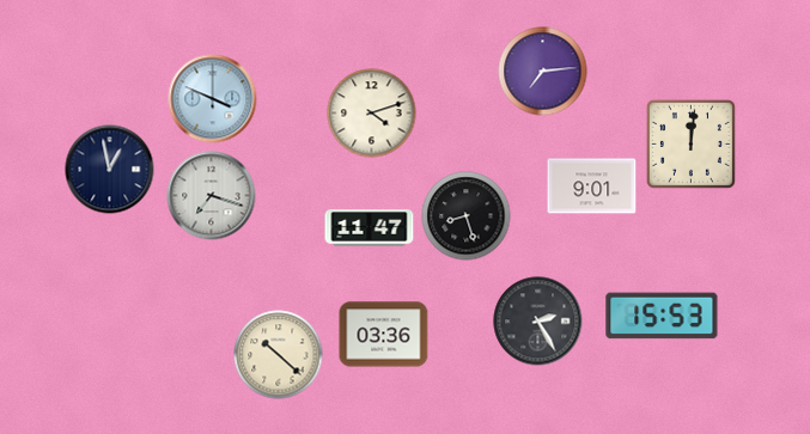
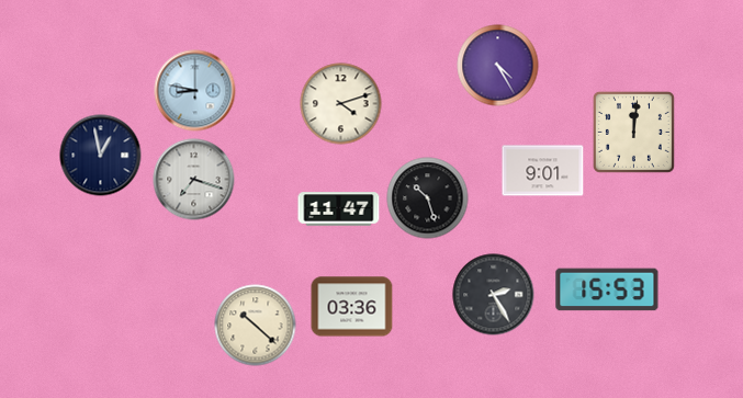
clock at (543, 72): 7:14 -> 4:25
clock at (213, 99): 3:49 -> 8:47
clock at (467, 216): 8:27 -> 10:27
